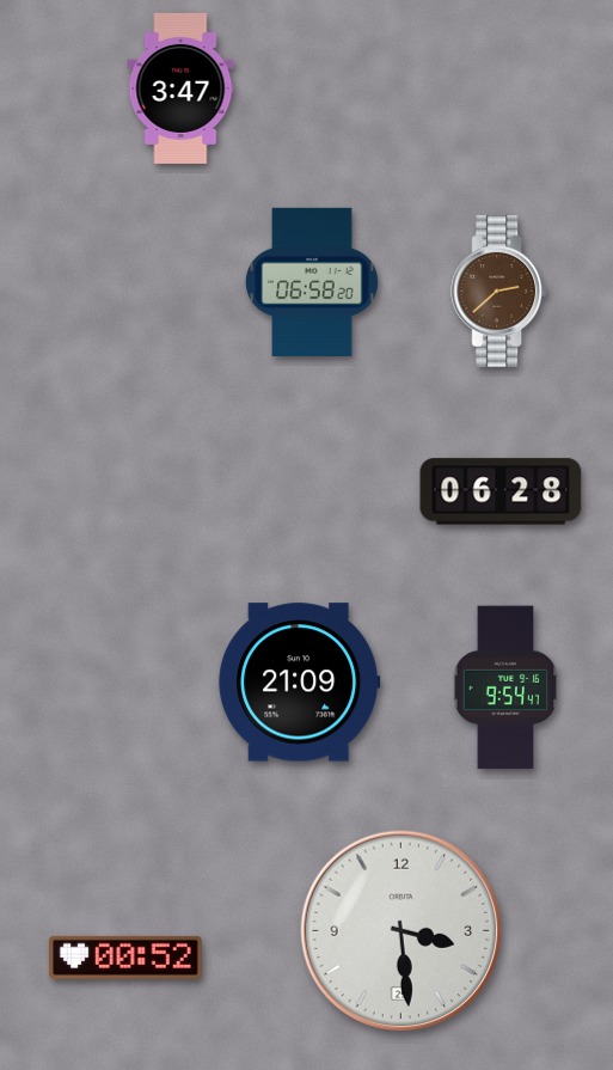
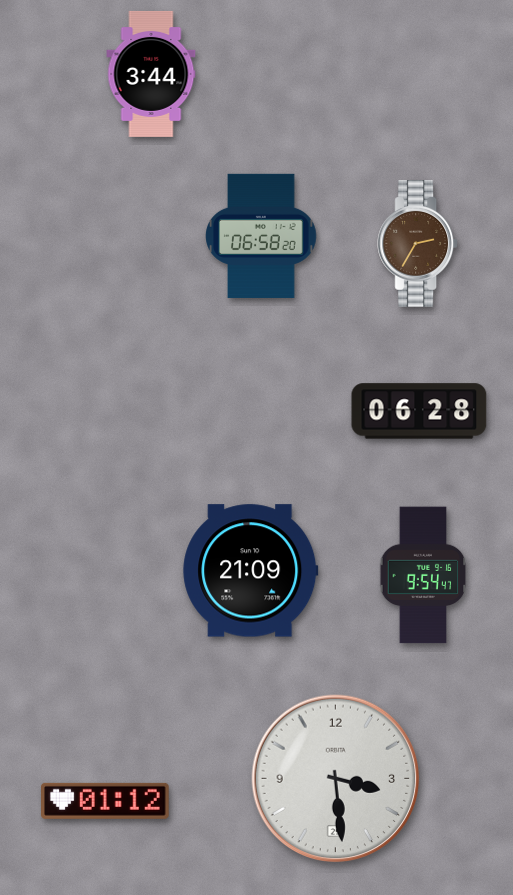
clock at (180, 88): 3:47 -> 3:44
clock at (499, 292): 2:38 -> 2:35
clock at (127, 958): 00:52 -> 01:12
